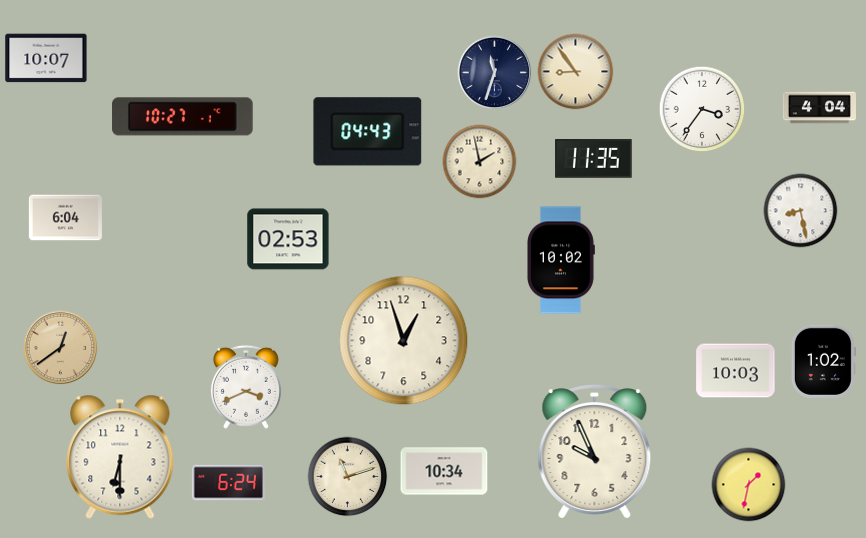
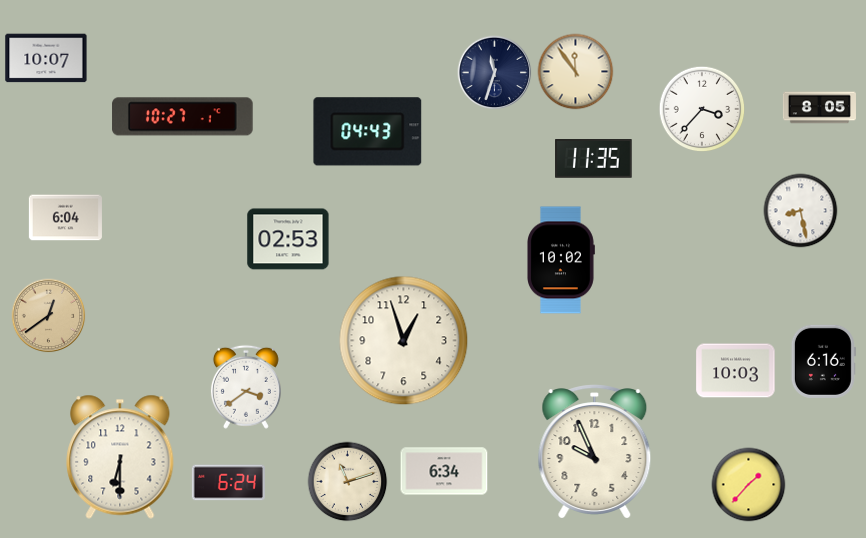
clock at (576, 72): 8:54 -> 11:54
clock at (819, 108): 4:04 -> 8:05
clock at (702, 109): 3:36 -> 3:37
clock at (480, 162): 1:58 -> none
clock at (61, 348) position: (61, 348) -> (49, 316)
clock at (823, 361): 1:02 -> 6:16
clock at (246, 387): 3:41 -> 3:39
clock at (444, 471): 10:34 -> 6:34
clock at (348, 477) position: (348, 477) -> (348, 482)
clock at (749, 485): 1:32 -> 1:37
